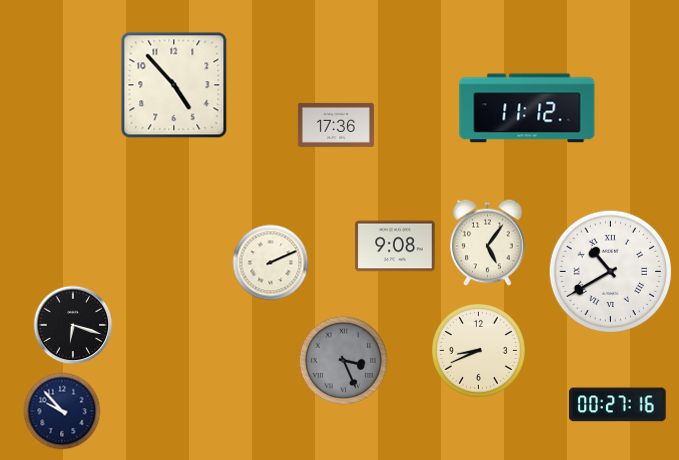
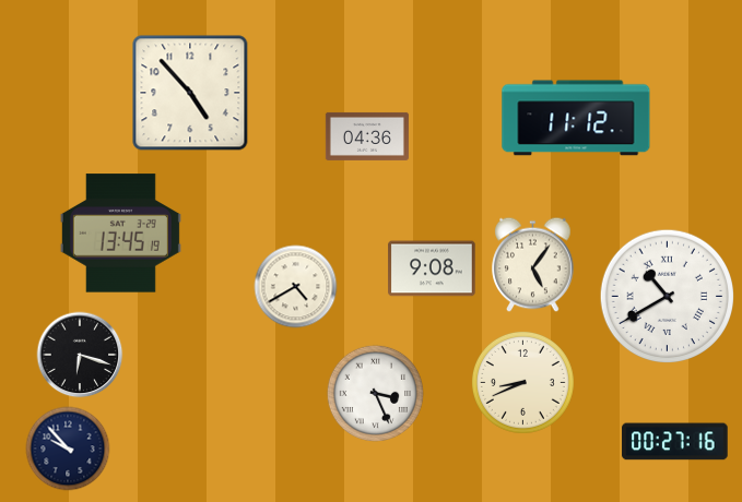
clock at (336, 125): 17:36 -> 04:36
clock at (120, 234): none -> 13:45
clock at (271, 263): 2:11 -> 4:40
clock at (343, 360) dial: grey -> white
